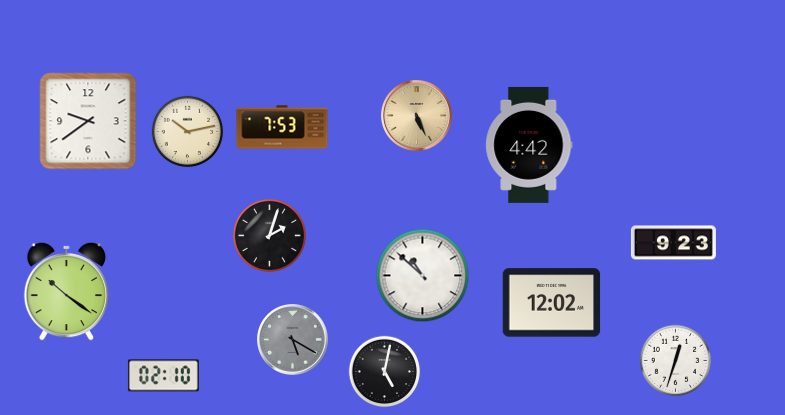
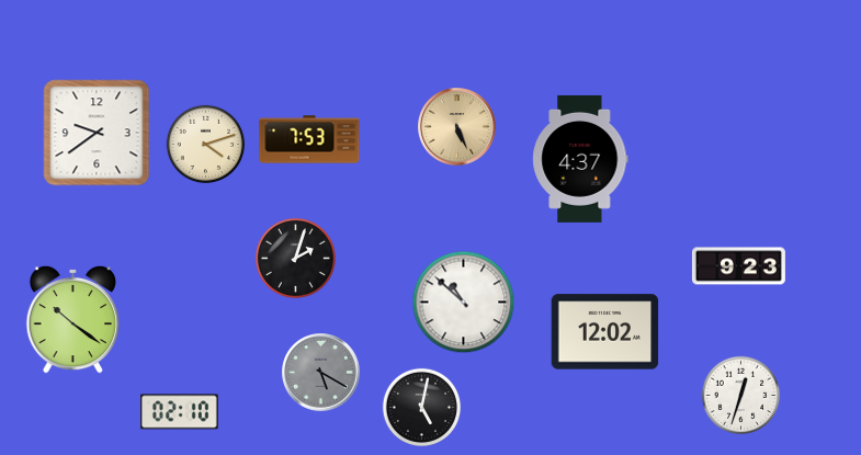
clock at (188, 132): 10:13 -> 4:12
clock at (529, 145): 4:42 -> 4:37
